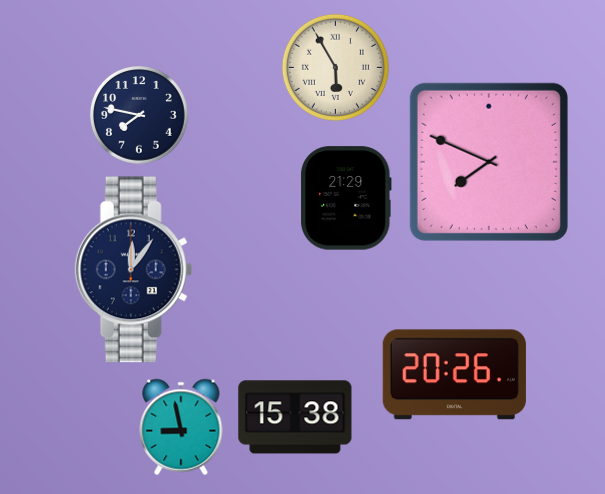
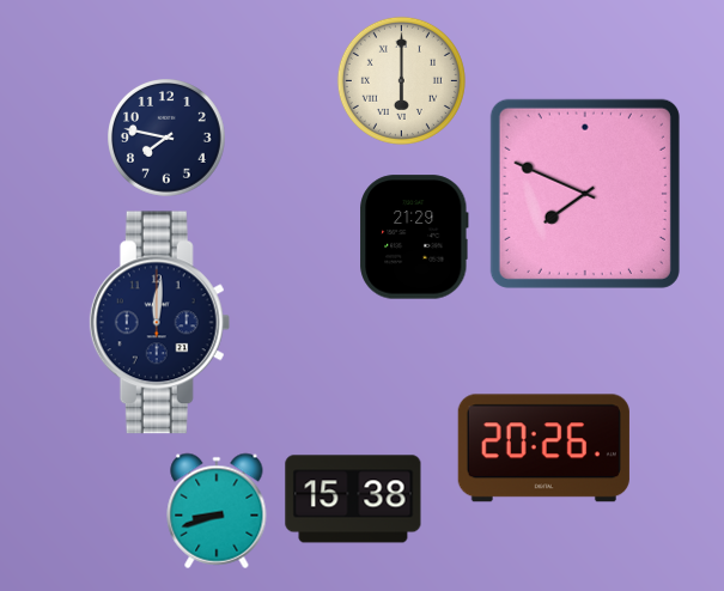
clock at (335, 67): 5:55 -> 6:00
clock at (134, 270): 12:06 -> 12:01
clock at (181, 427): 8:58 -> 8:42
